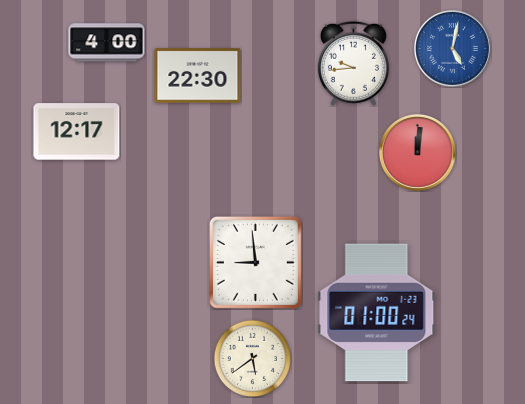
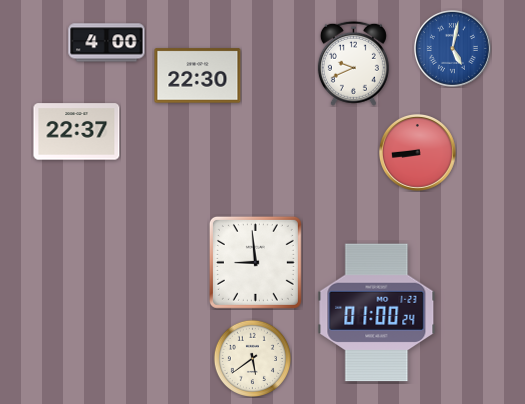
clock at (353, 63): 9:44 -> 9:41
clock at (77, 132): 12:17 -> 22:37
clock at (418, 153): 12:01 -> 8:44
